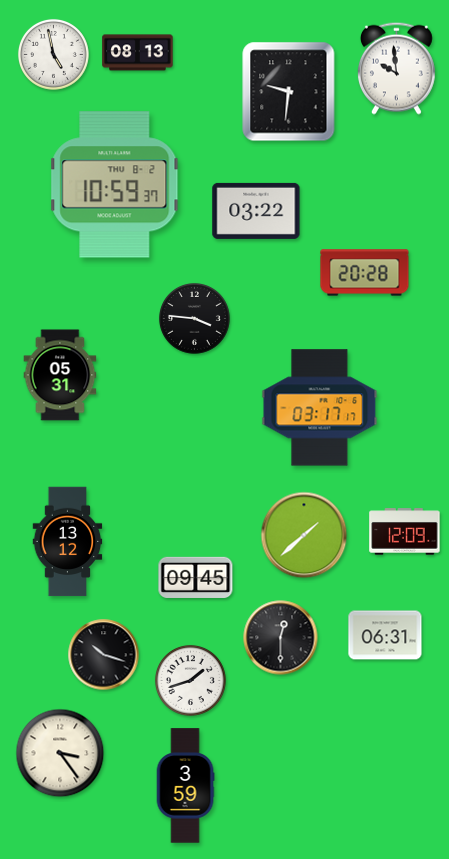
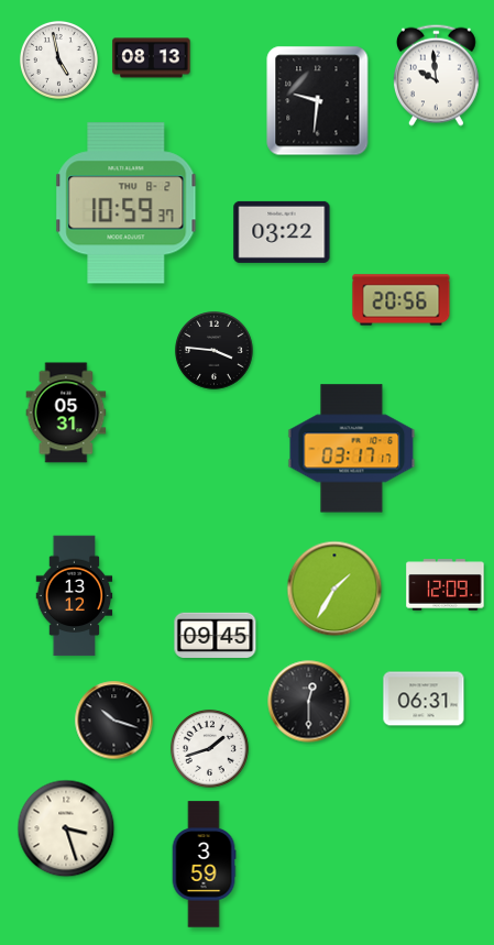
clock at (365, 273): 20:28 -> 20:56
clock at (304, 535): 1:38 -> 1:35
clock at (60, 753): 3:24 -> 3:27
